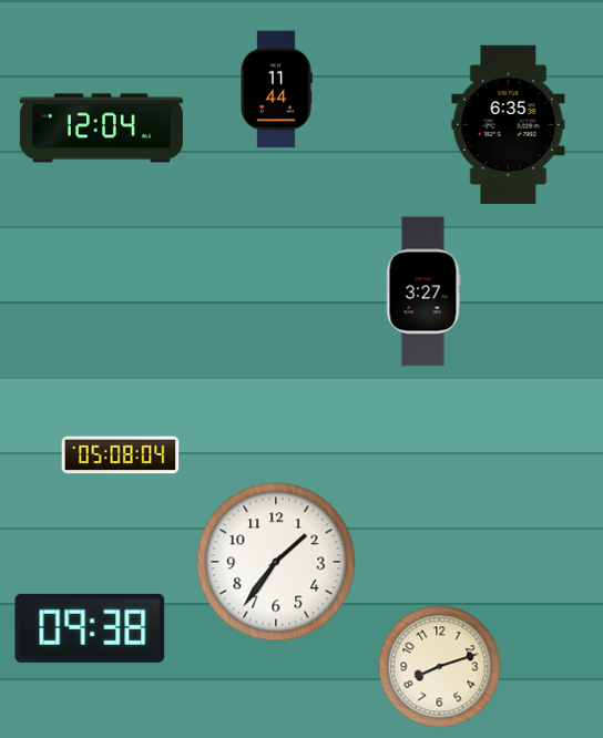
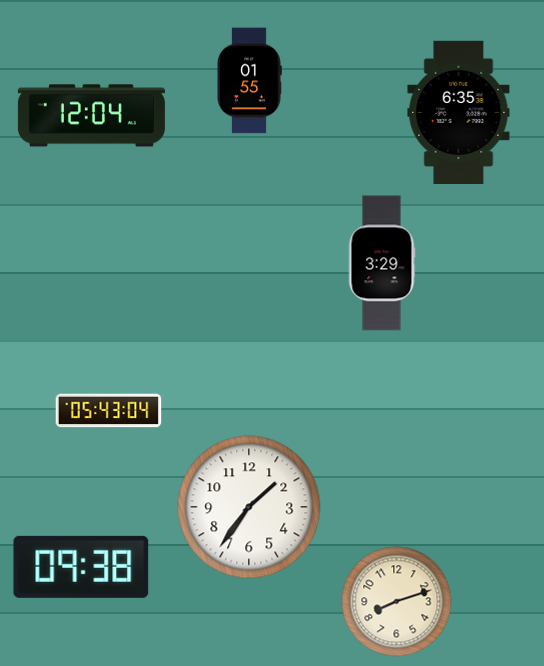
clock at (276, 90): 11:44 -> 01:55
clock at (423, 291): 3:27 -> 3:29
clock at (121, 455): 05:08 -> 05:43
